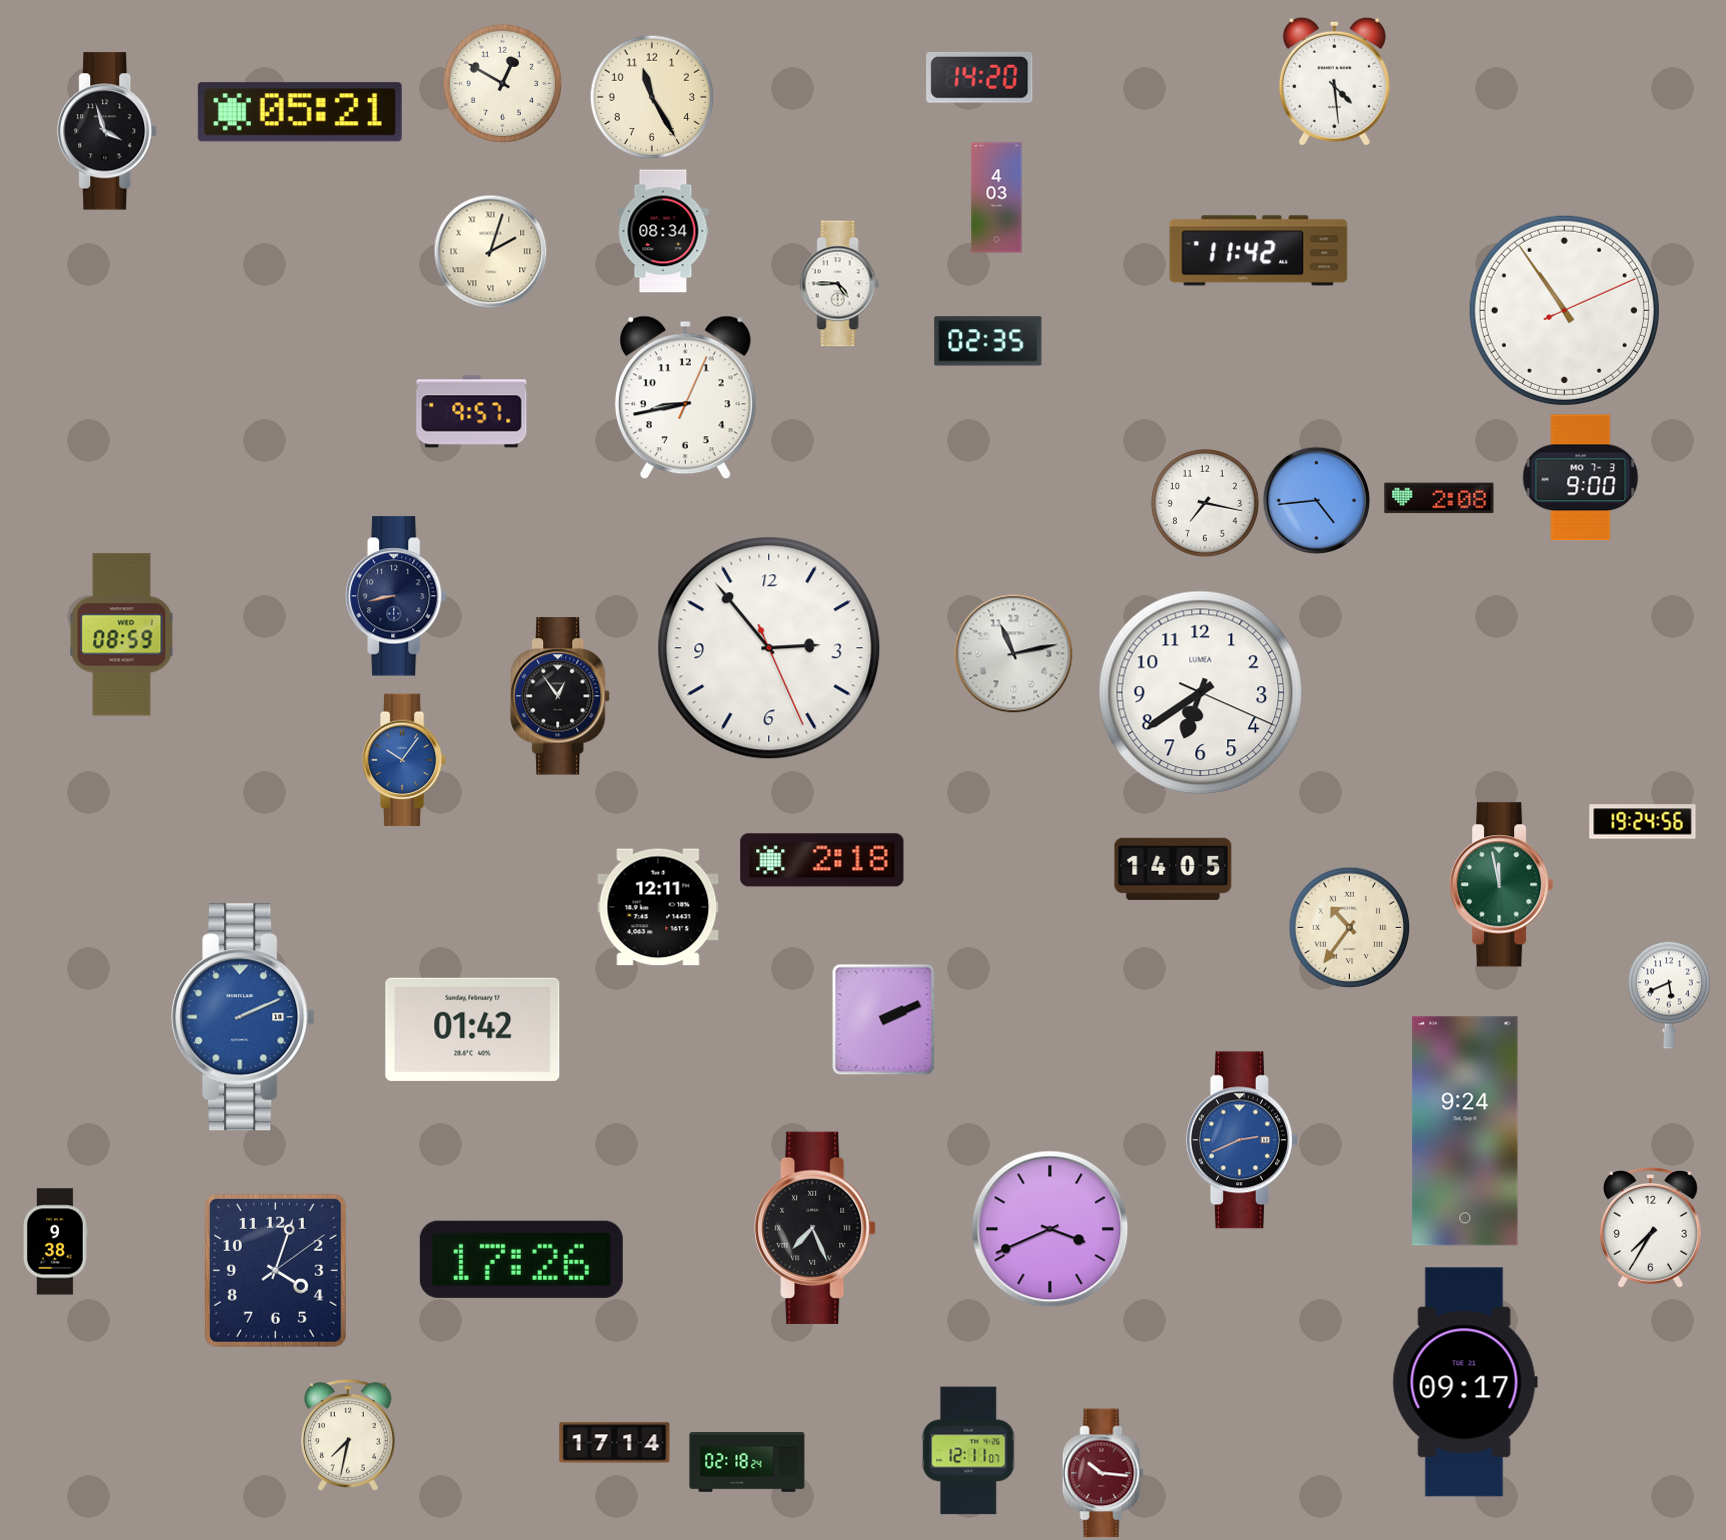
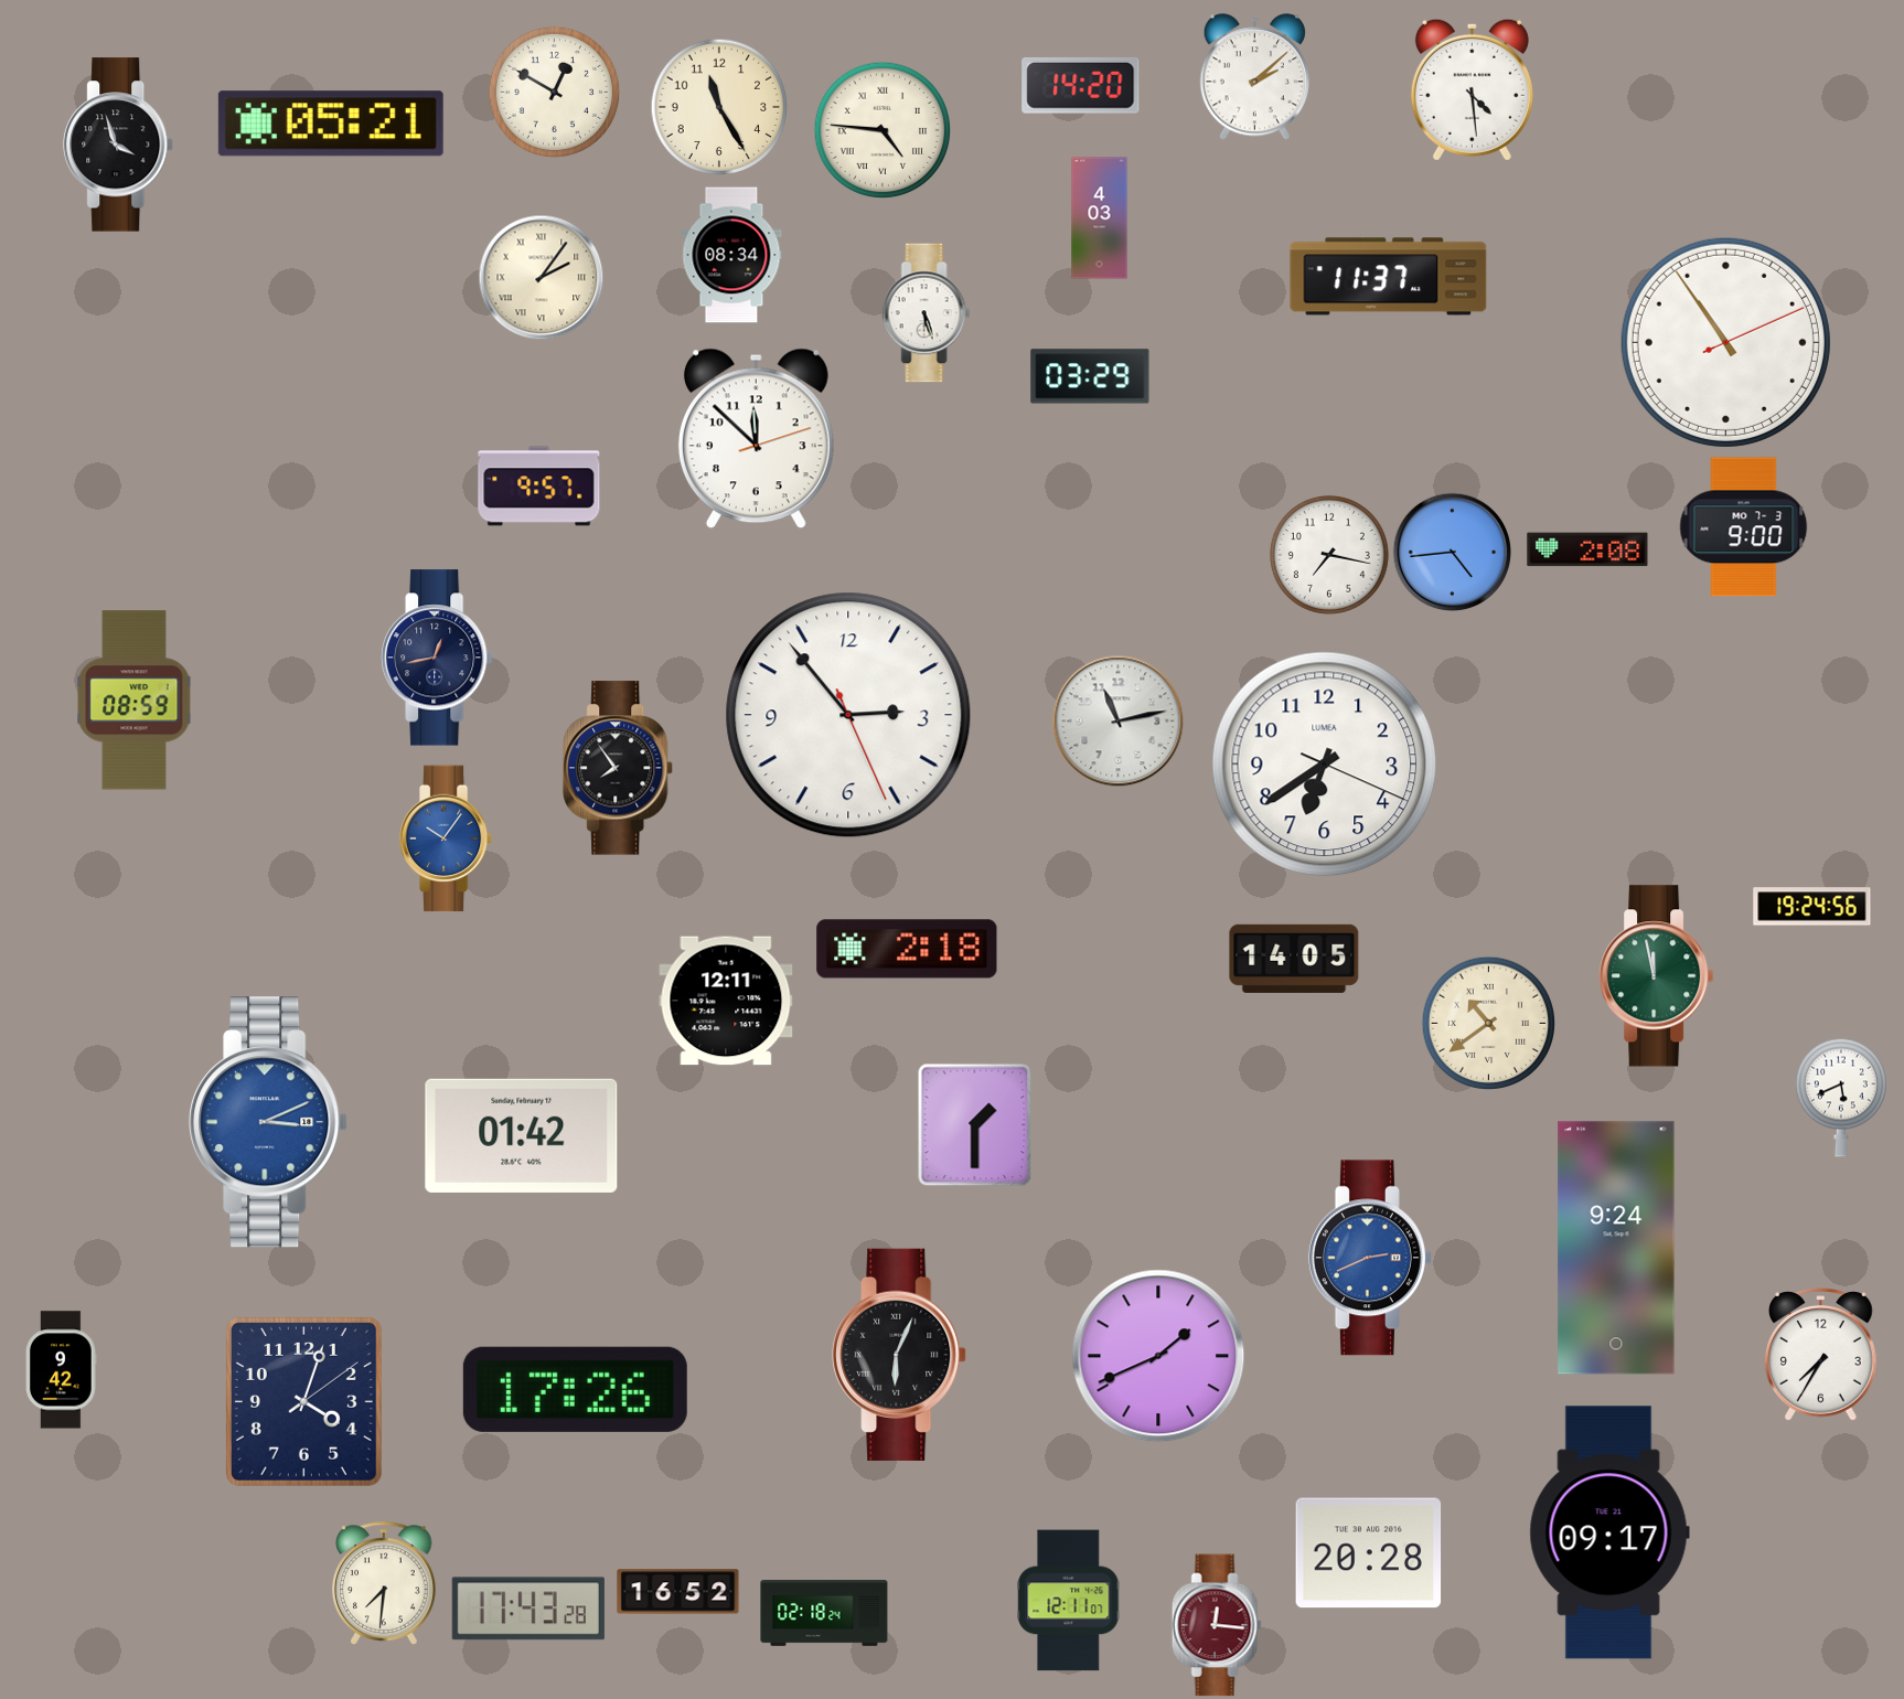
clock at (1254, 77): none -> 2:08
clock at (883, 130): none -> 4:46
clock at (490, 251): 2:03 -> 2:06
clock at (1259, 251): 11:42 -> 11:37
clock at (840, 284): 4:45 -> 5:27
clock at (988, 341): 02:35 -> 03:29
clock at (685, 398): 8:43 -> 11:52
clock at (472, 412) position: (472, 412) -> (539, 487)
clock at (396, 596): 8:43 -> 12:43
clock at (561, 696): 12:54 -> 7:54
clock at (1349, 927): 10:36 -> 10:39
clock at (243, 1017): 2:11 -> 3:11
clock at (884, 1019): 2:11 -> 1:30
clock at (815, 1228): 7:26 -> 6:04
clock at (1050, 1229): 3:41 -> 1:41
clock at (56, 1242): 9:38 -> 9:42
clock at (1465, 1382) position: (1465, 1382) -> (1609, 1532)
clock at (1369, 1553): none -> 20:28
clock at (348, 1435): 7:32 -> 7:31
clock at (615, 1443): 17:14 -> 16:52
clock at (528, 1609): none -> 17:43
clock at (1103, 1473): 10:16 -> 12:16
